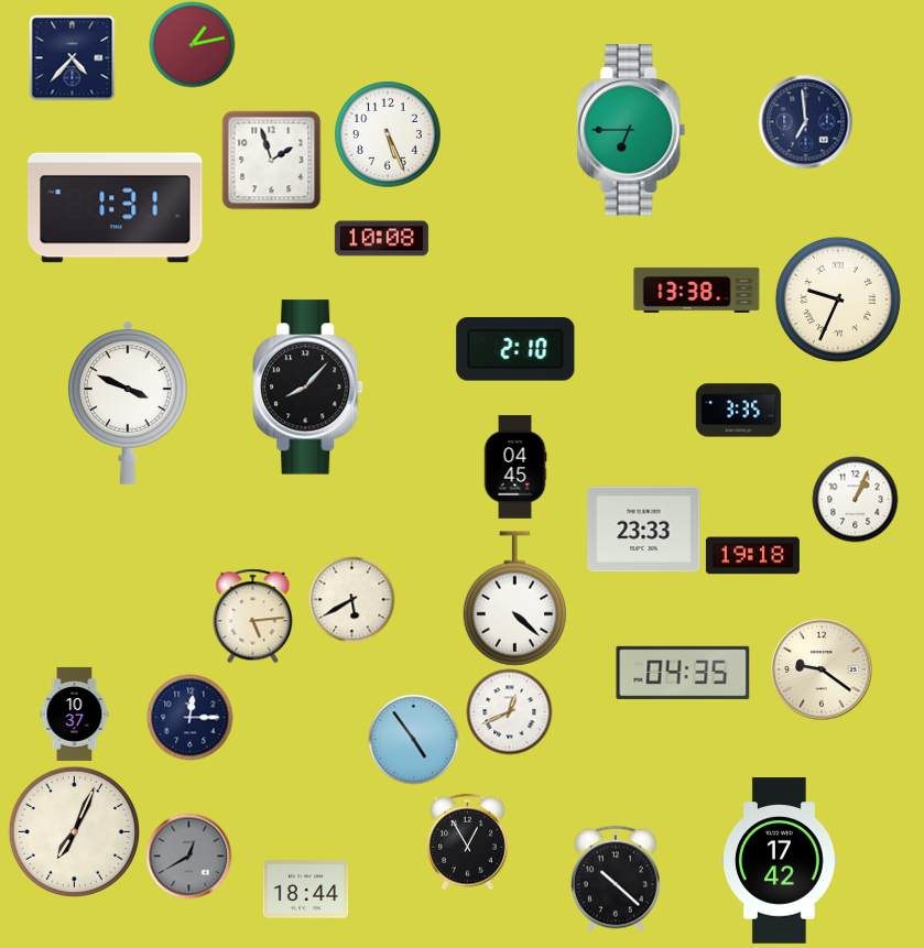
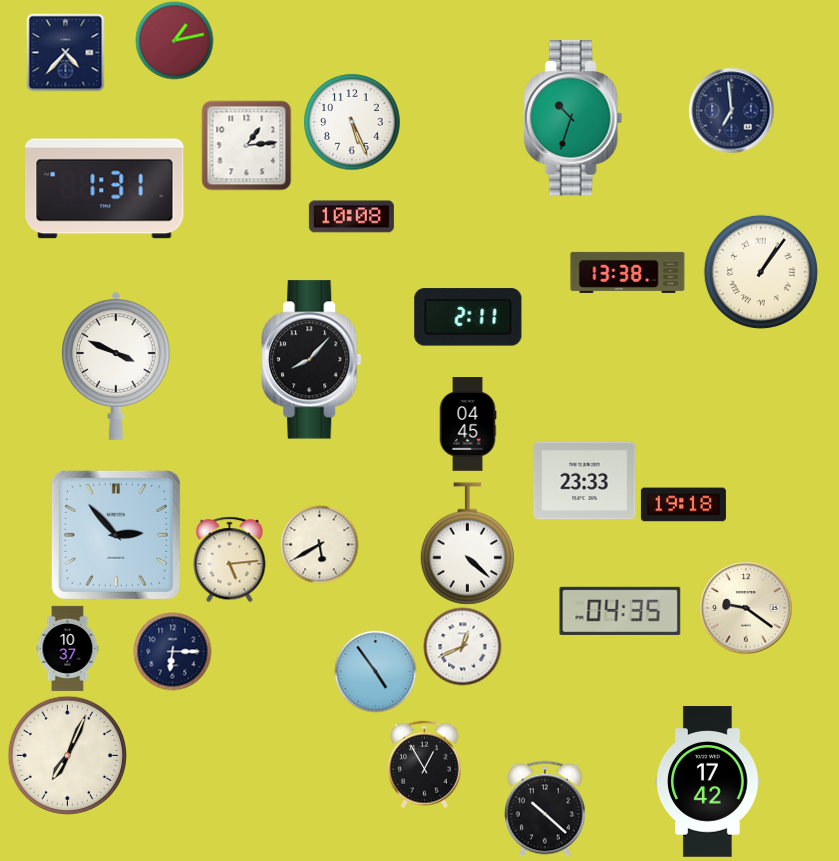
clock at (631, 130): 6:45 -> 10:33
clock at (271, 160): 1:57 -> 1:14
clock at (381, 239) position: (381, 239) -> (351, 217)
clock at (697, 290) position: (697, 290) -> (628, 272)
clock at (838, 299): 9:34 -> 1:06
clock at (515, 349): 2:10 -> 2:11
clock at (308, 388) position: (308, 388) -> (312, 360)
clock at (738, 411): 3:35 -> none
clock at (855, 499): 1:04 -> none
clock at (116, 535): none -> 2:53
clock at (189, 717): 12:15 -> 6:15
clock at (188, 856): 12:40 -> none
clock at (616, 879) position: (616, 879) -> (545, 809)
clock at (305, 890): 18:44 -> none
